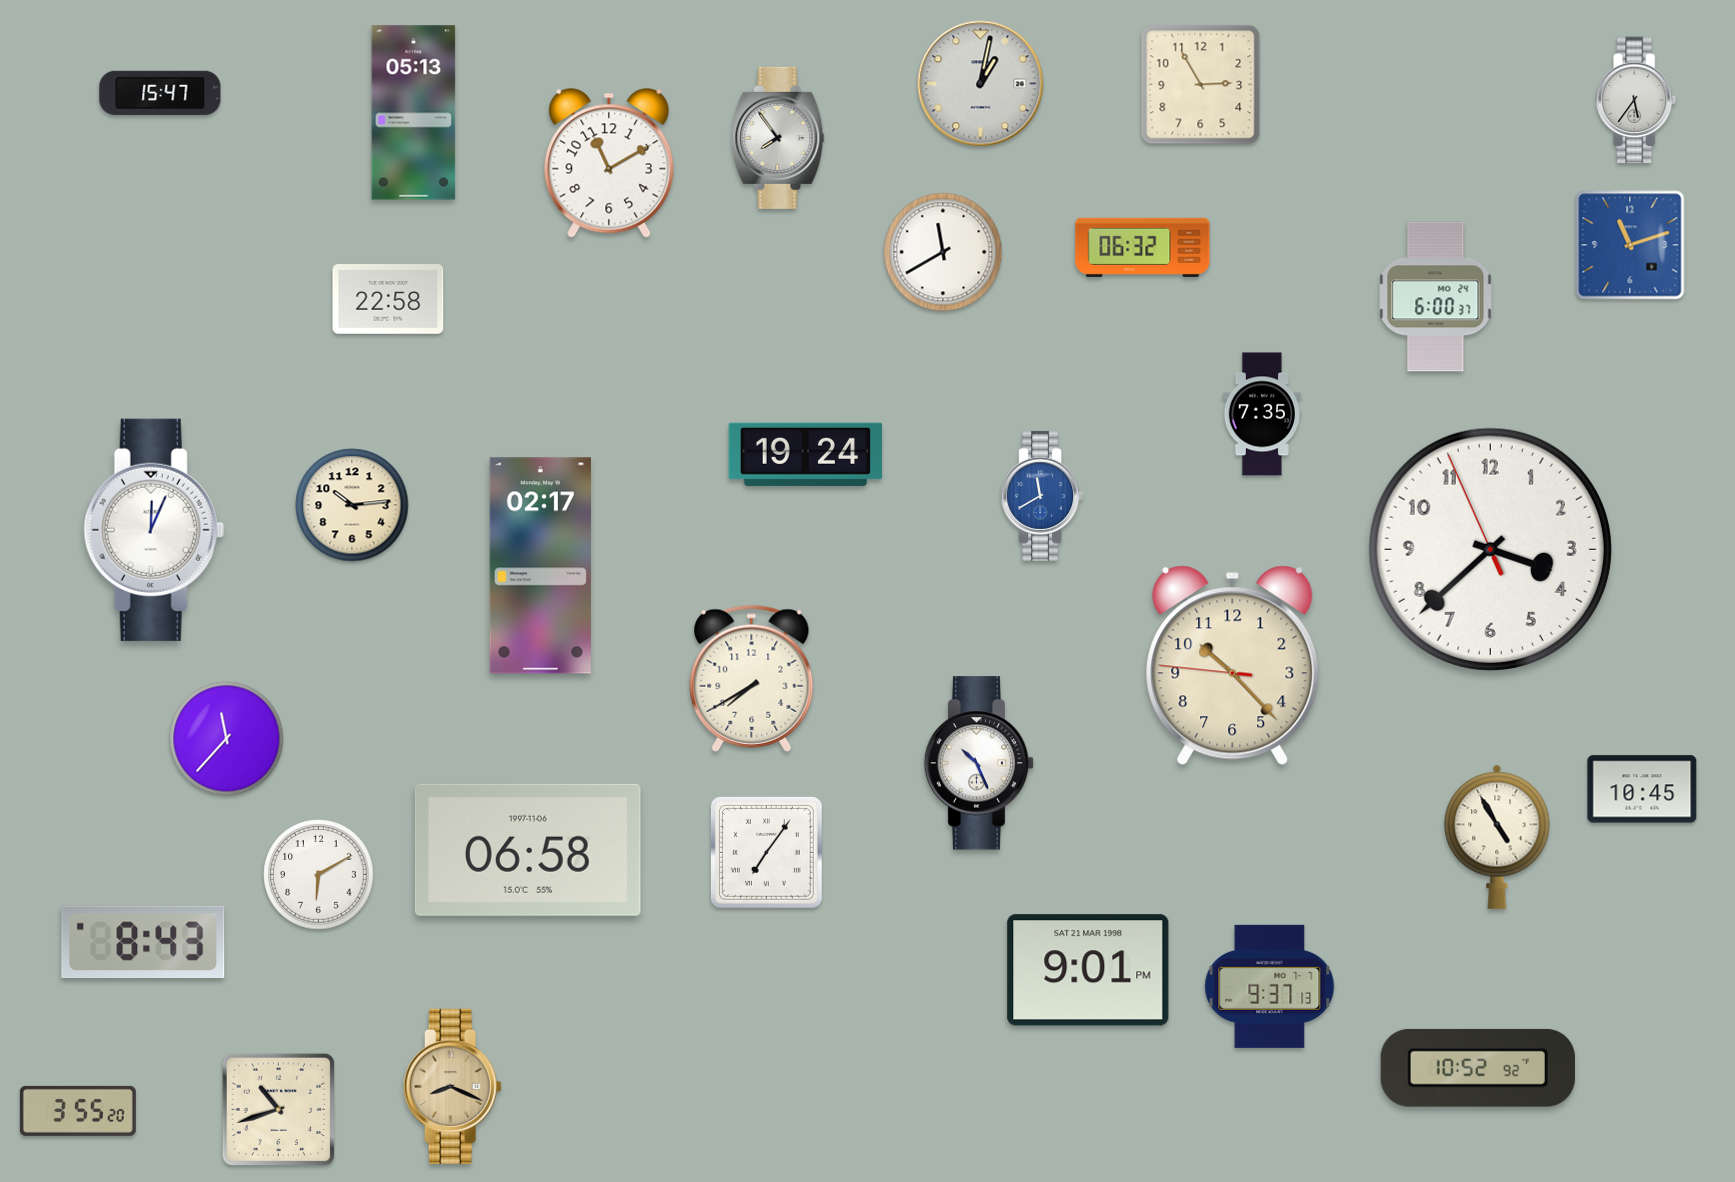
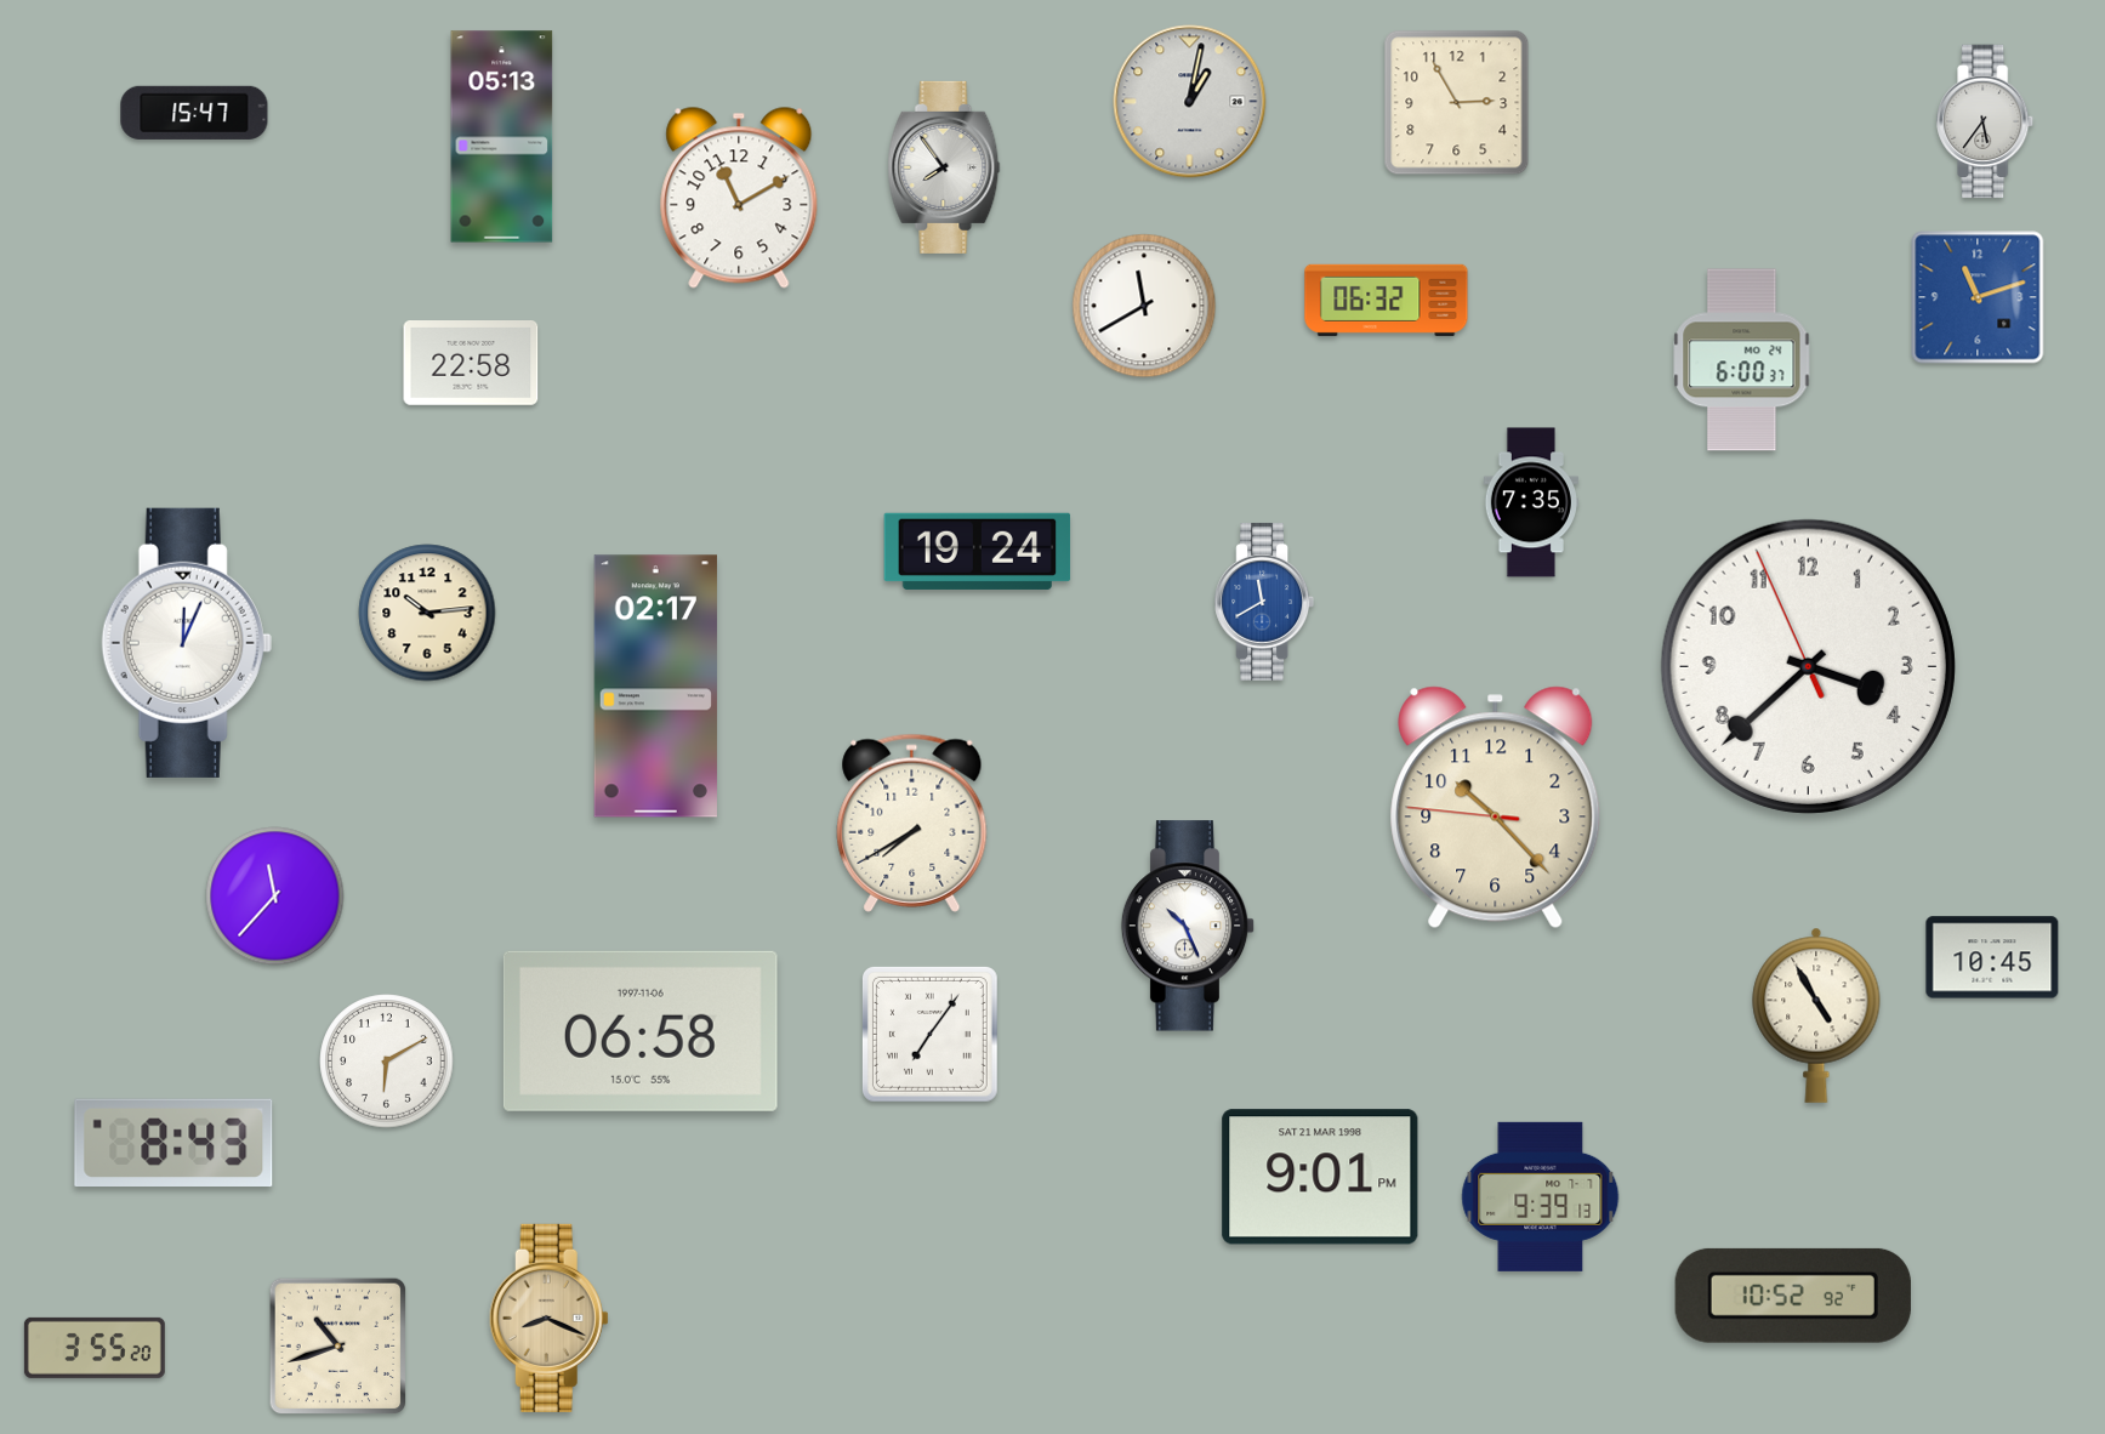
clock at (1270, 986): 9:37 -> 9:39
